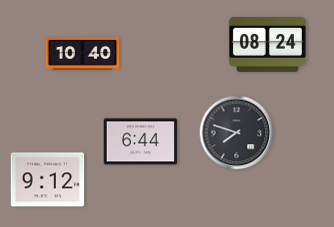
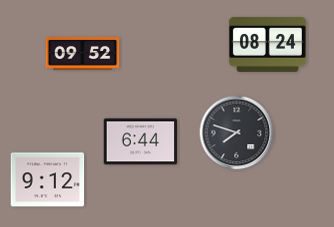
clock at (83, 54): 10:40 -> 09:52
